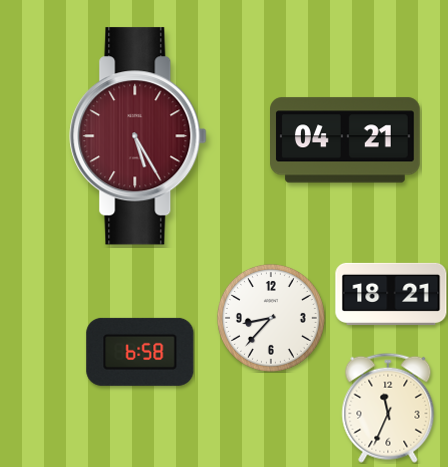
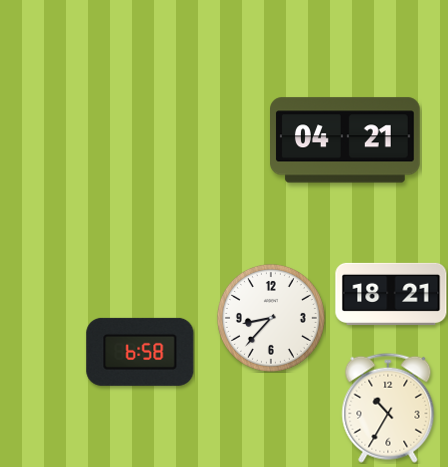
clock at (138, 136): 5:25 -> none
clock at (388, 408): 11:34 -> 10:35
